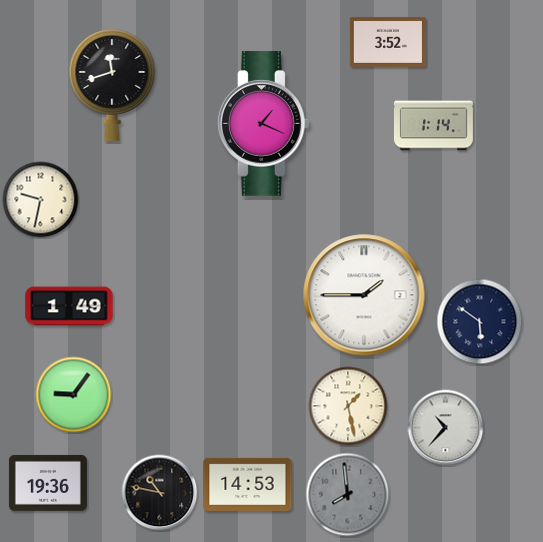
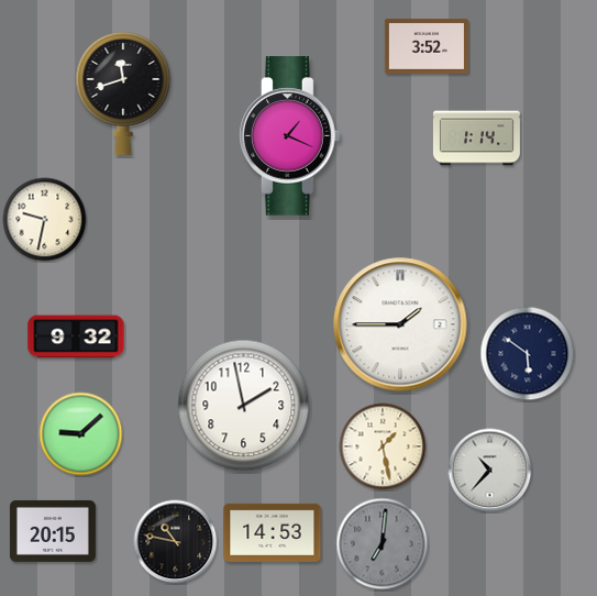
clock at (69, 306): 1:49 -> 9:32
clock at (244, 406): none -> 1:58
clock at (74, 395): 9:06 -> 9:08
clock at (48, 483): 19:36 -> 20:15
clock at (348, 495): 7:59 -> 7:01
